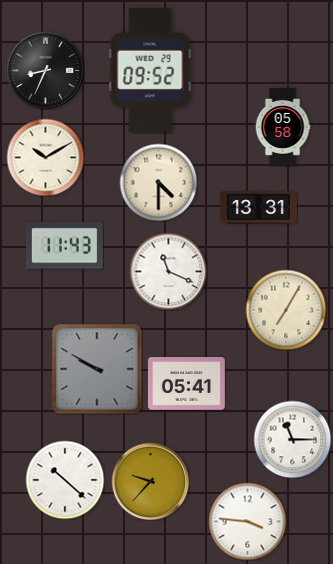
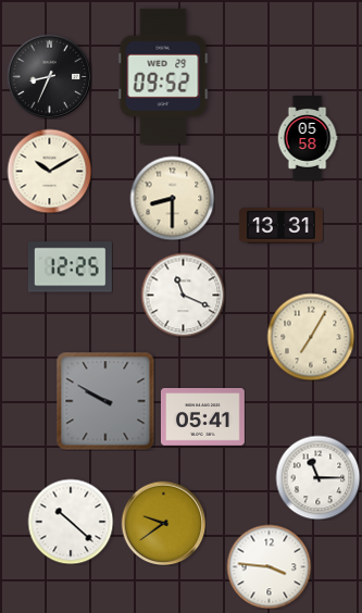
clock at (158, 182): 4:30 -> 8:30
clock at (64, 246): 11:43 -> 12:25
clock at (150, 481): 9:37 -> 9:39
